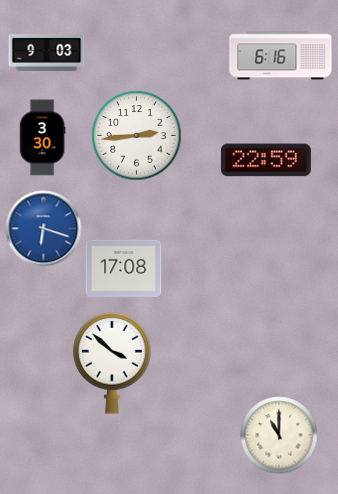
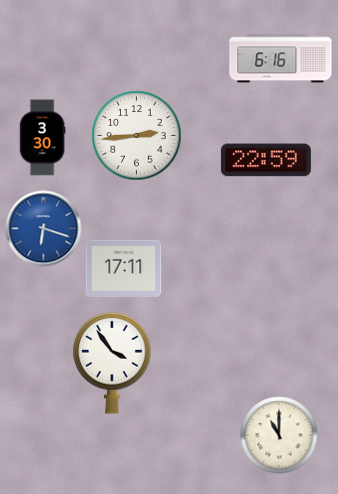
clock at (47, 52): 9:03 -> none
clock at (281, 56) position: (281, 56) -> (281, 59)
clock at (124, 268): 17:08 -> 17:11
clock at (112, 363): 3:52 -> 3:54
